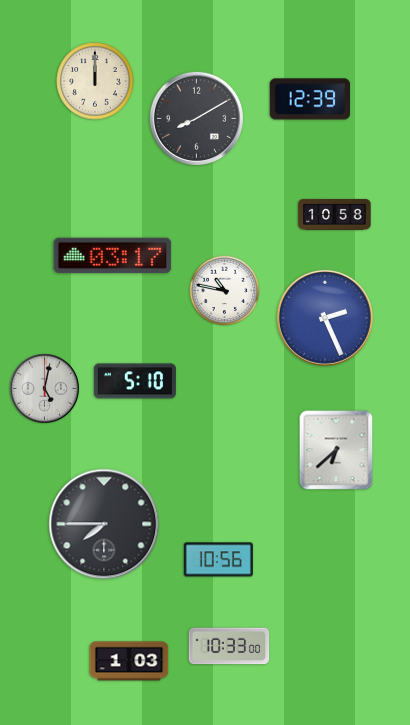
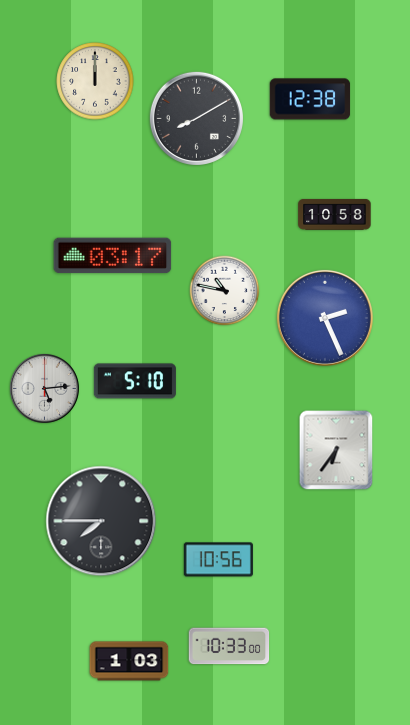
clock at (310, 99): 12:39 -> 12:38
clock at (44, 388): 5:02 -> 5:14
clock at (336, 450): 6:38 -> 6:36
clock at (104, 524) position: (104, 524) -> (101, 521)
